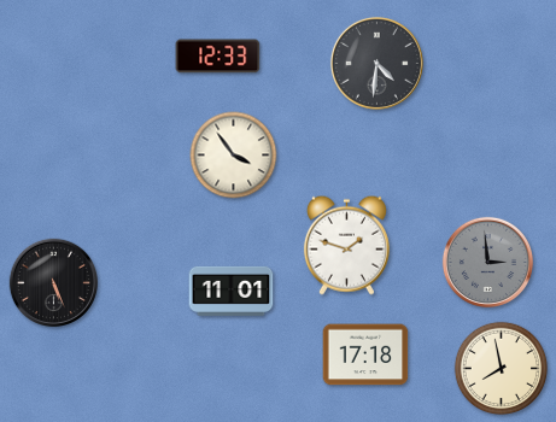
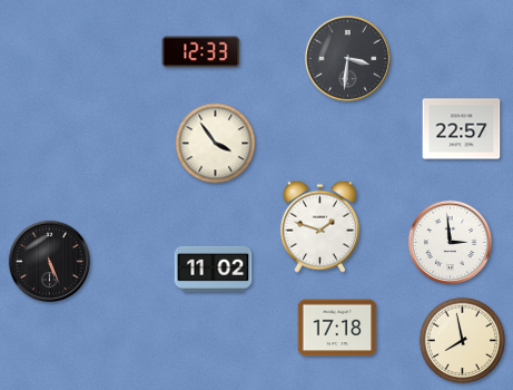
clock at (376, 63): 4:31 -> 3:31
clock at (462, 129): none -> 22:57
clock at (487, 262) dial: grey -> white
clock at (232, 291): 11:01 -> 11:02
